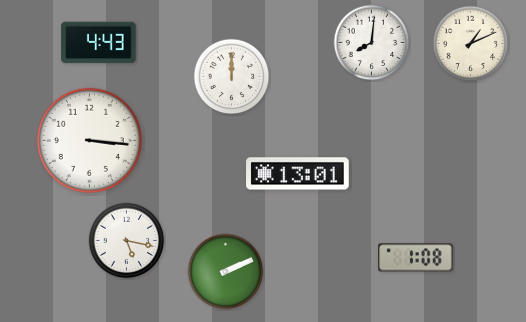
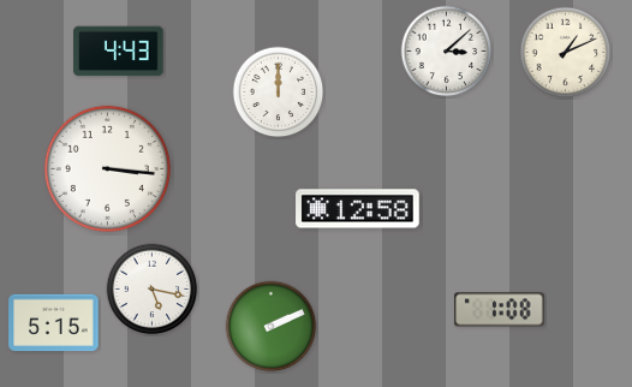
clock at (372, 43): 8:01 -> 3:08
clock at (298, 174): 13:01 -> 12:58
clock at (54, 323): none -> 5:15
